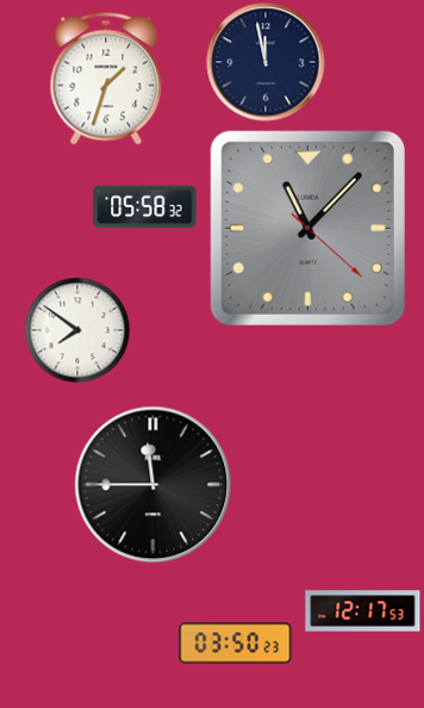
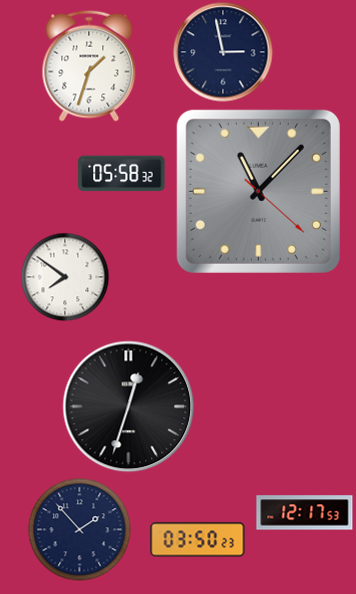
clock at (266, 62): 11:58 -> 2:58
clock at (154, 485): 11:45 -> 12:33
clock at (80, 530): none -> 1:53
